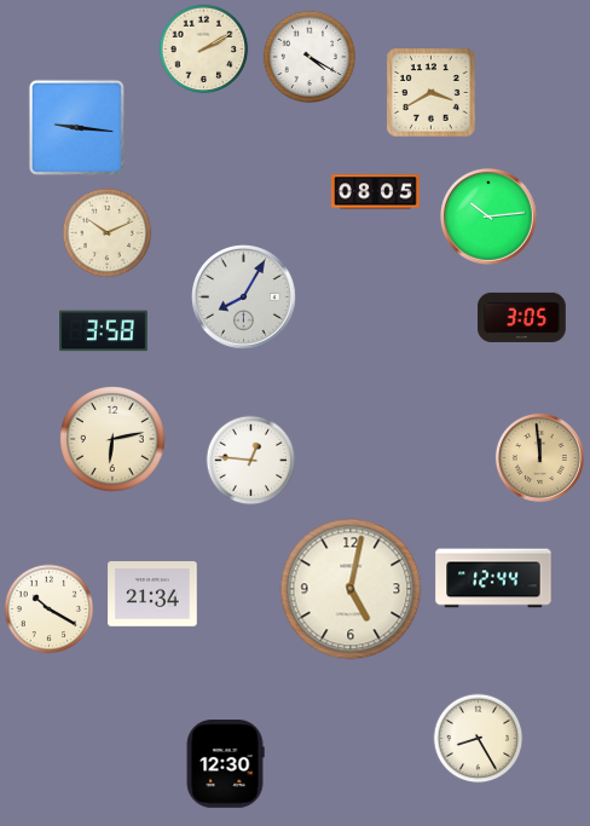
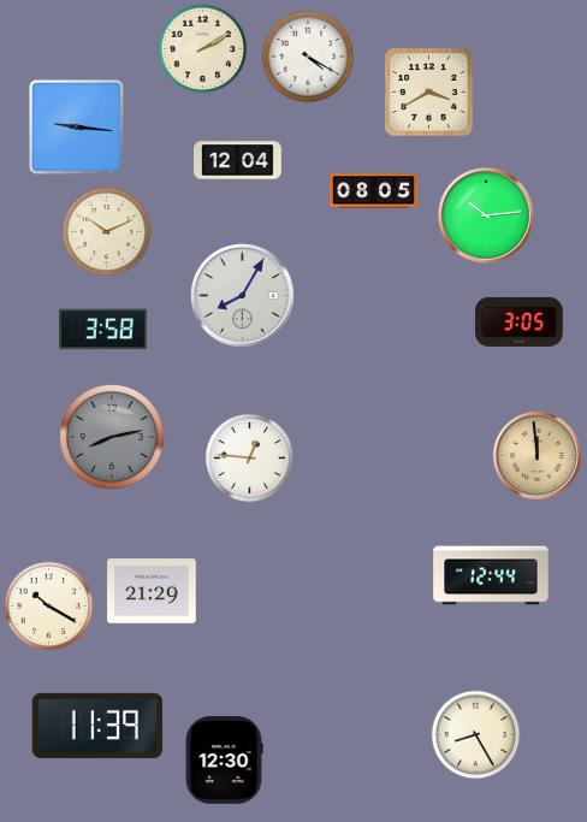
clock at (238, 161): none -> 12:04
clock at (522, 317) position: (522, 317) -> (520, 321)
clock at (114, 440): 6:13 -> 8:13
clock at (114, 440) dial: cream -> grey
clock at (351, 589): 5:02 -> none
clock at (152, 594): 21:34 -> 21:29
clock at (97, 726): none -> 11:39
